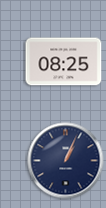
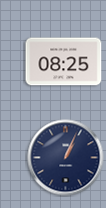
clock at (66, 161) position: (66, 161) -> (66, 158)
